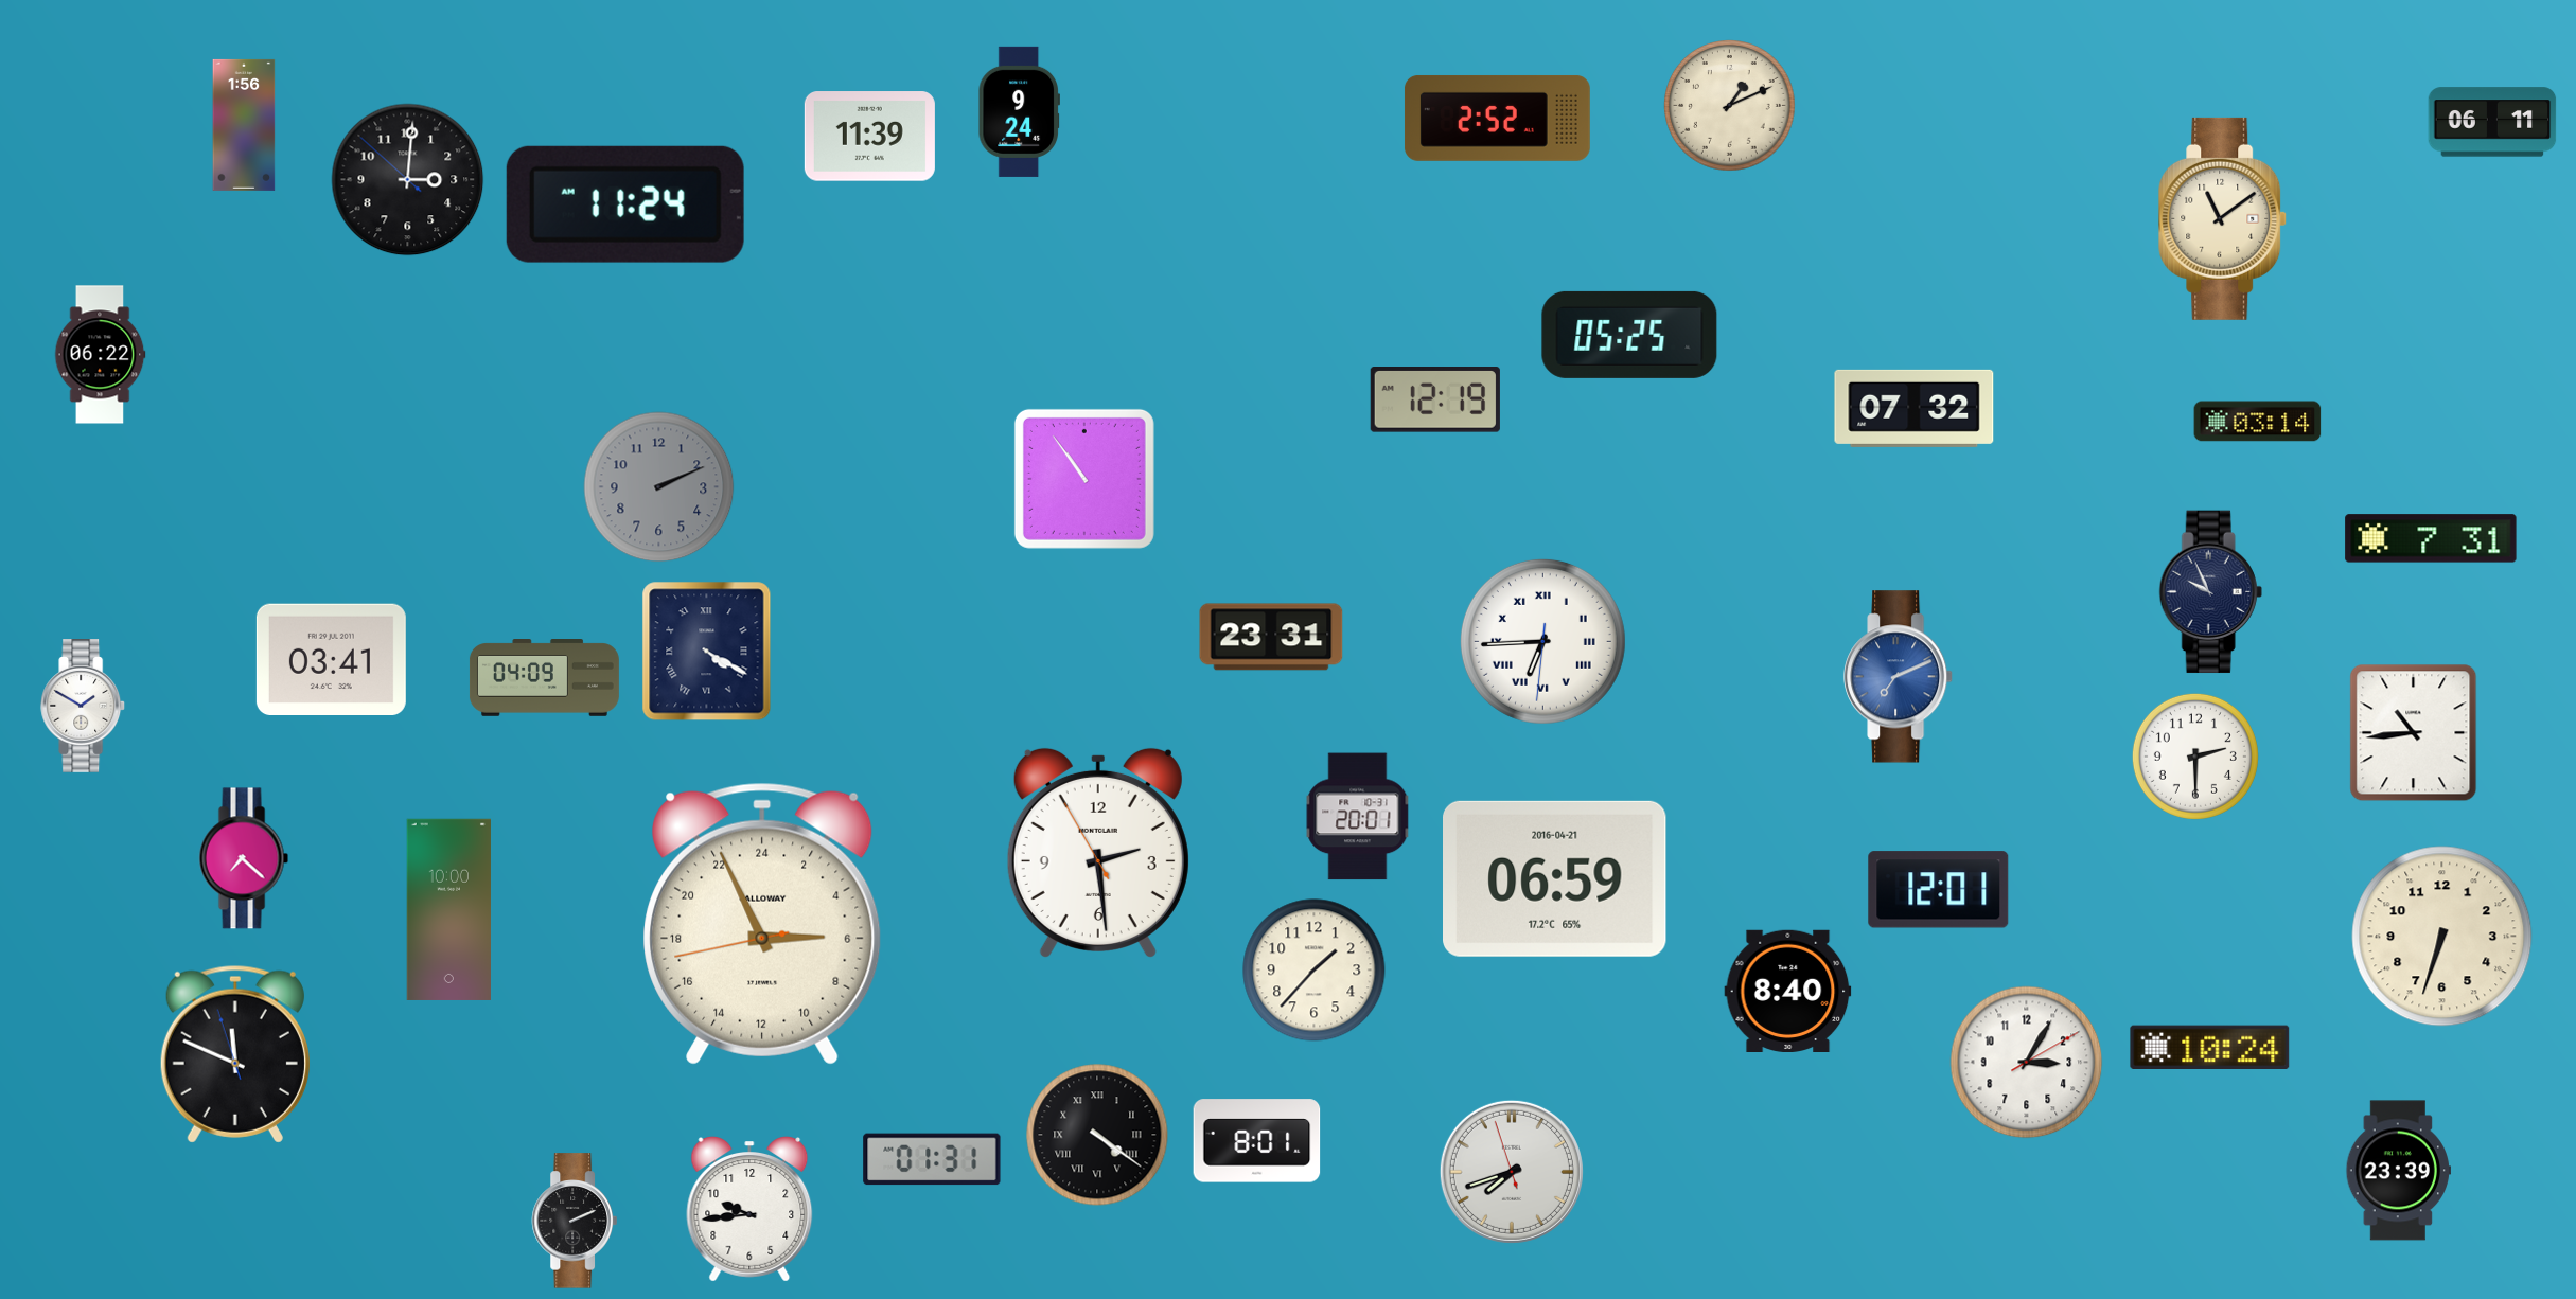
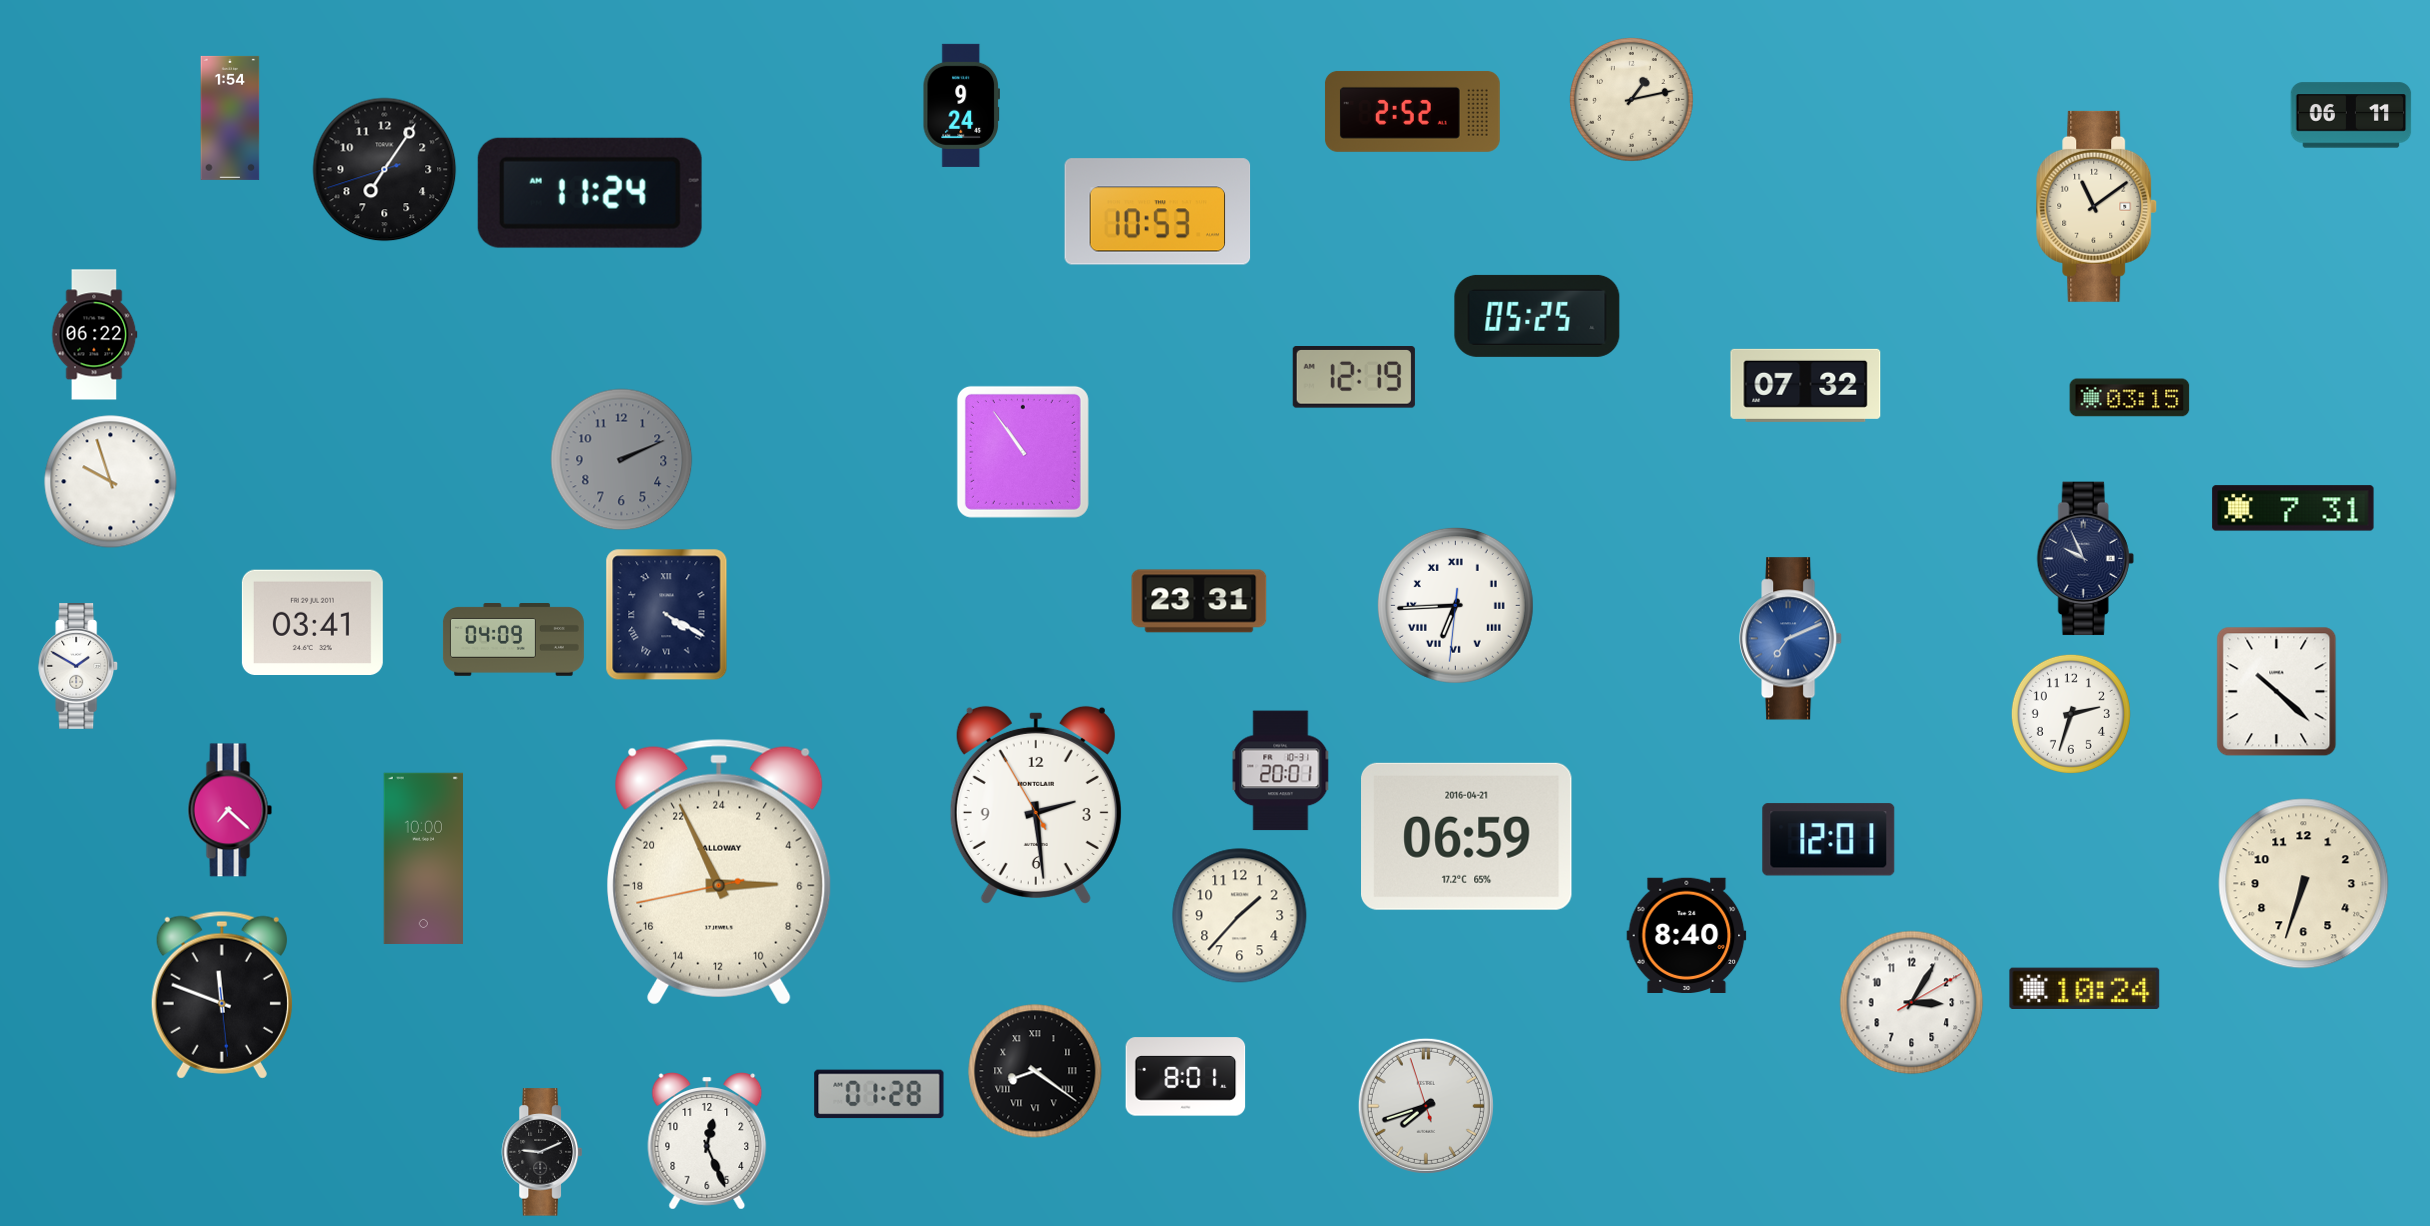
clock at (1730, 106): 1:11 -> 1:13
clock at (244, 125): 1:56 -> 1:54
clock at (869, 137): 11:39 -> none
clock at (408, 180): 3:00 -> 7:05
clock at (1158, 212): none -> 10:53
clock at (2258, 422): 03:14 -> 03:15
clock at (111, 482): none -> 9:57
clock at (2414, 733): 10:44 -> 10:22
clock at (2195, 757): 2:30 -> 2:33
clock at (1555, 878) position: (1555, 878) -> (1467, 836)
clock at (235, 1054): 11:48:57 -> 11:48:29
clock at (1097, 1135): 4:21 -> 8:21
clock at (932, 1159): 01:31 -> 01:28
clock at (2398, 1171): 23:39 -> none
clock at (749, 1209): 9:44 -> 12:26
clock at (575, 1221): 2:11 -> 9:11
